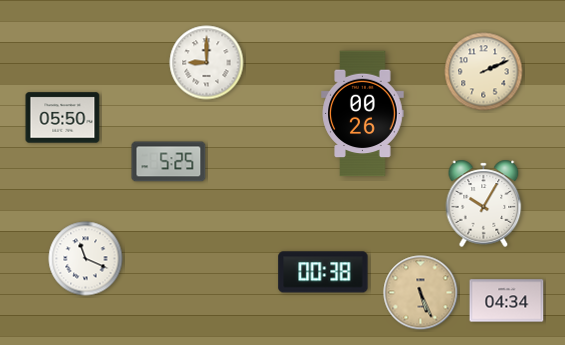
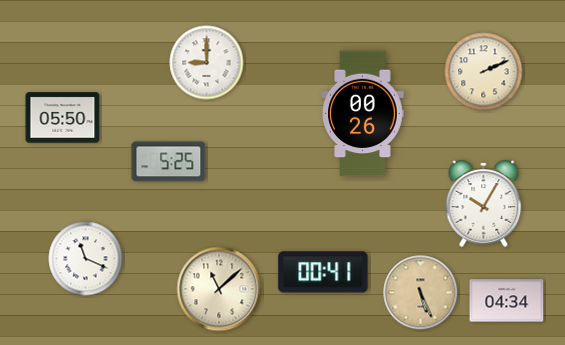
clock at (323, 272): 00:38 -> 00:41
clock at (219, 289): none -> 11:08
